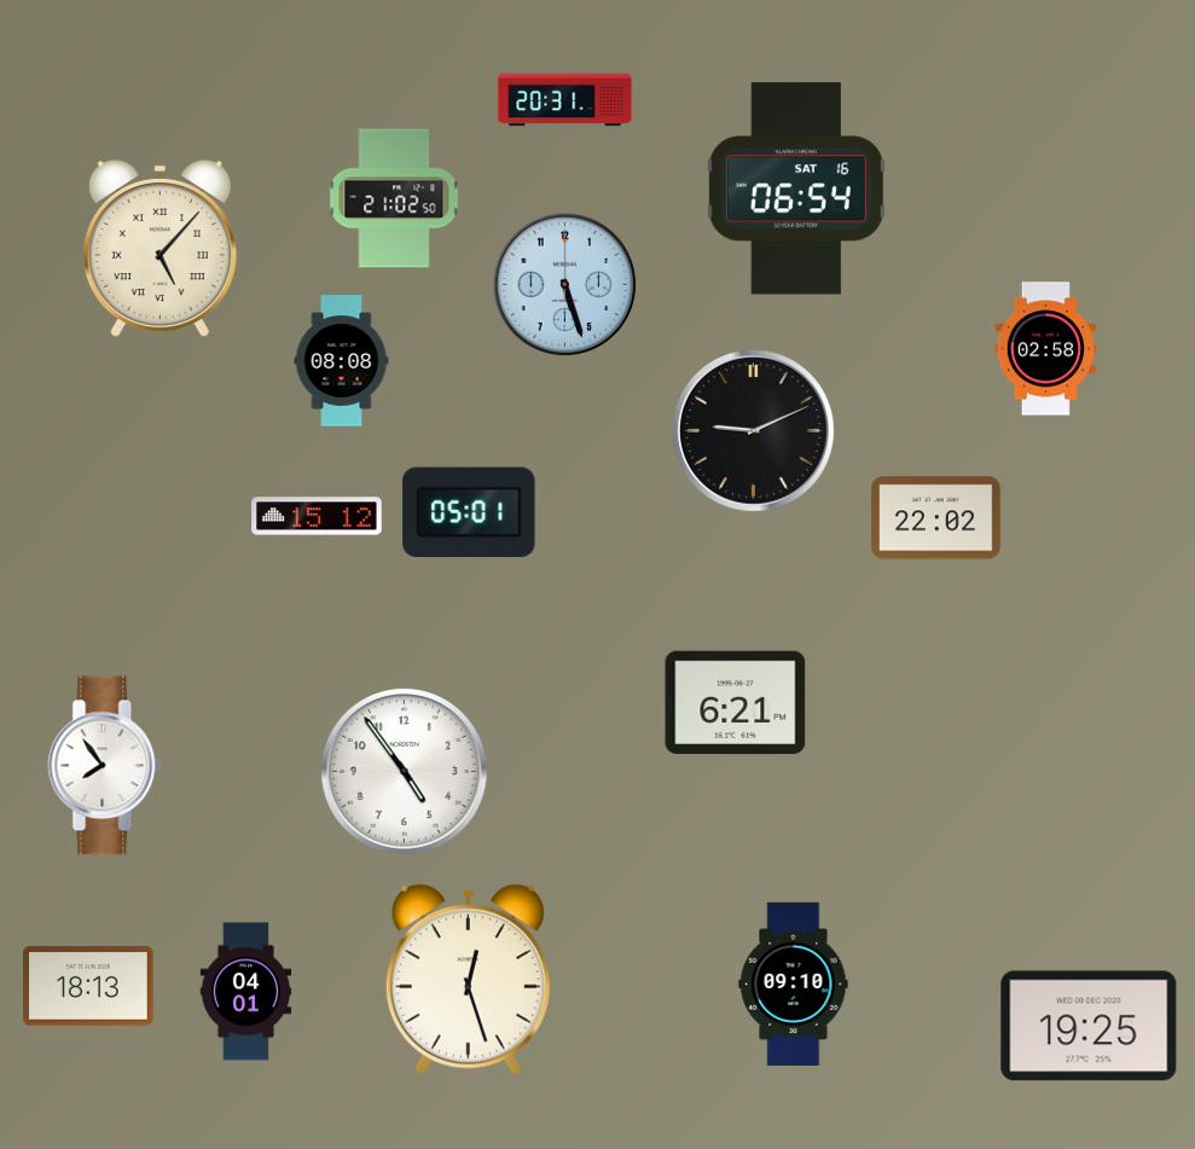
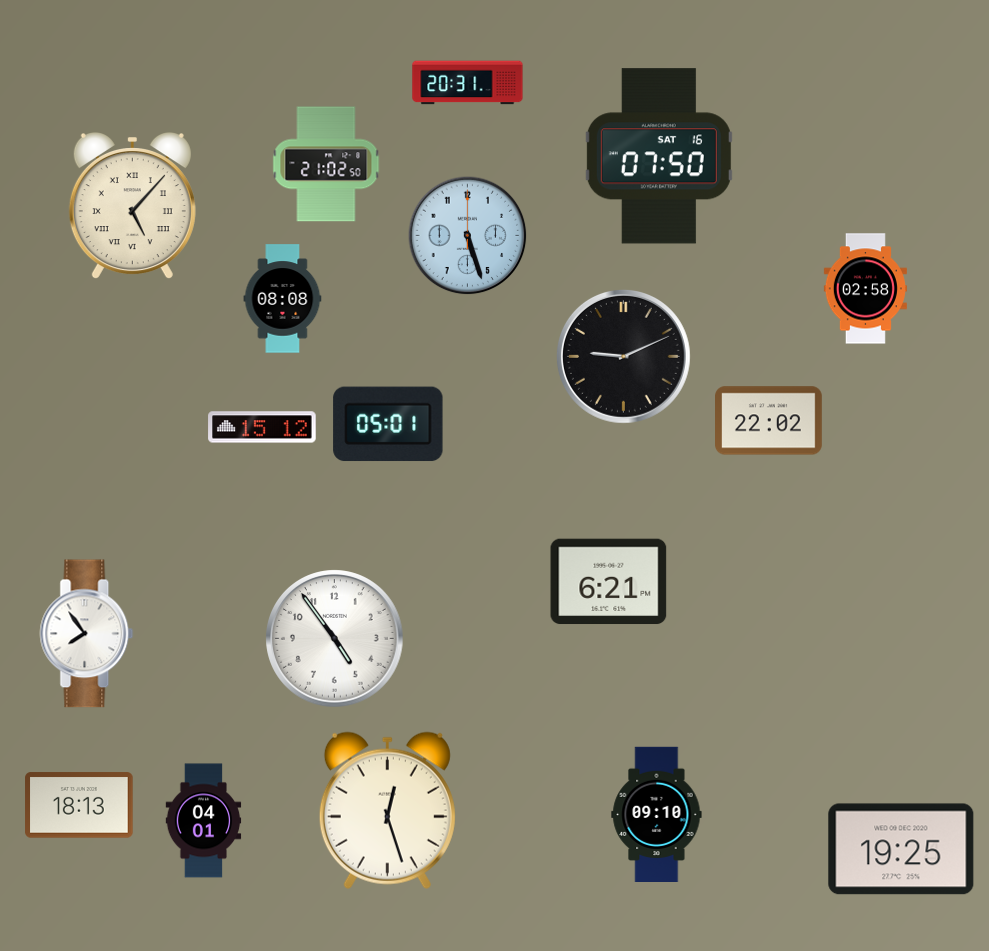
clock at (796, 188): 06:54 -> 07:50
clock at (936, 518) position: (936, 518) -> (769, 421)
clock at (88, 986) position: (88, 986) -> (79, 805)
